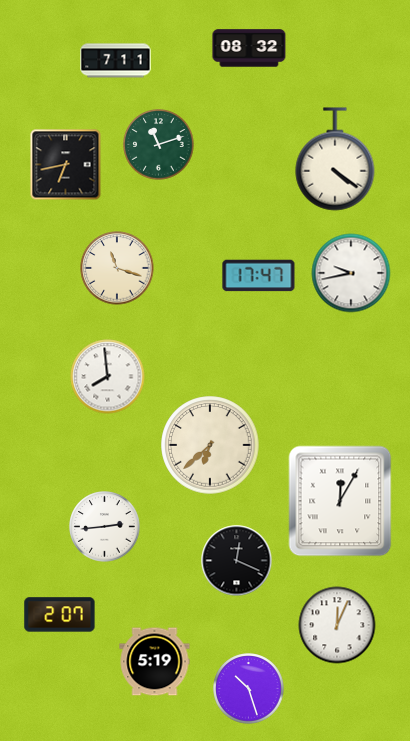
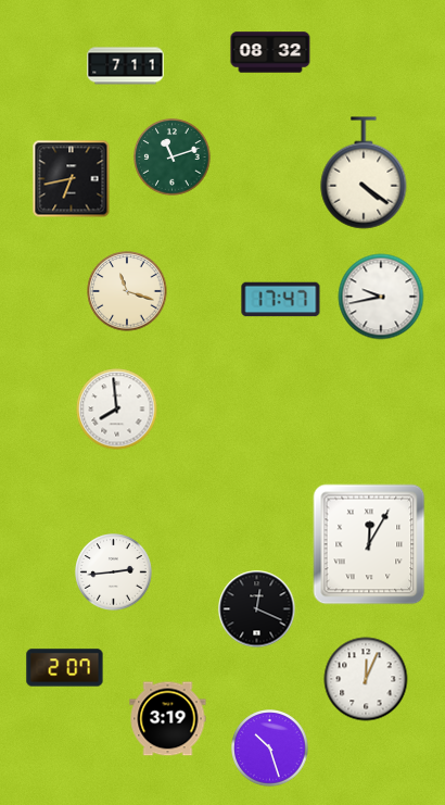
clock at (210, 445): 6:38 -> none
clock at (155, 662): 5:19 -> 3:19
